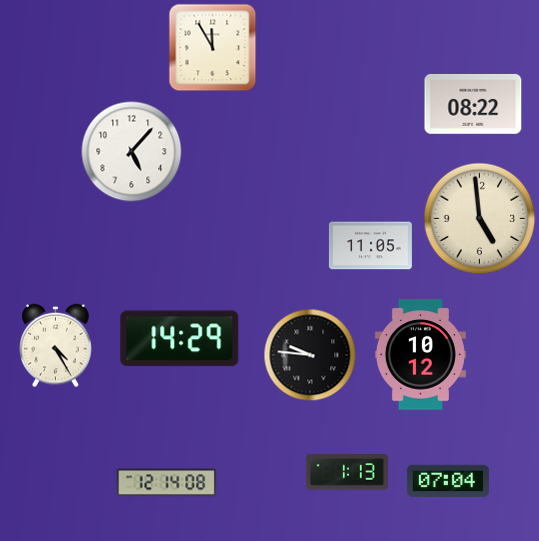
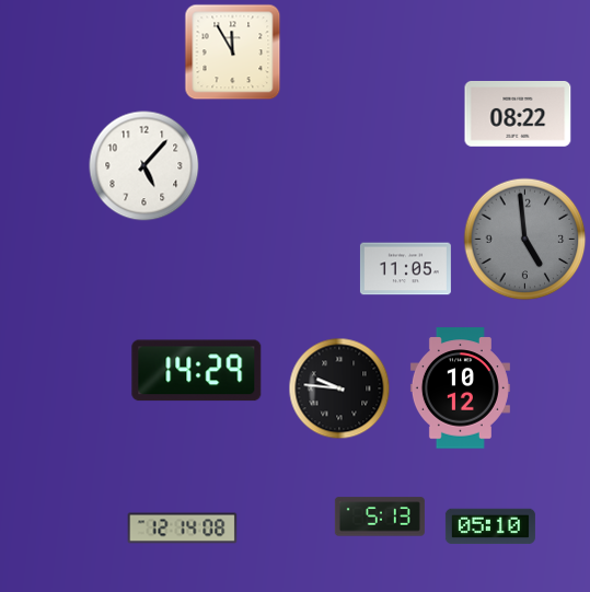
clock at (480, 219) dial: cream -> grey
clock at (56, 346): 4:25 -> none
clock at (347, 472): 1:13 -> 5:13
clock at (448, 481): 07:04 -> 05:10
